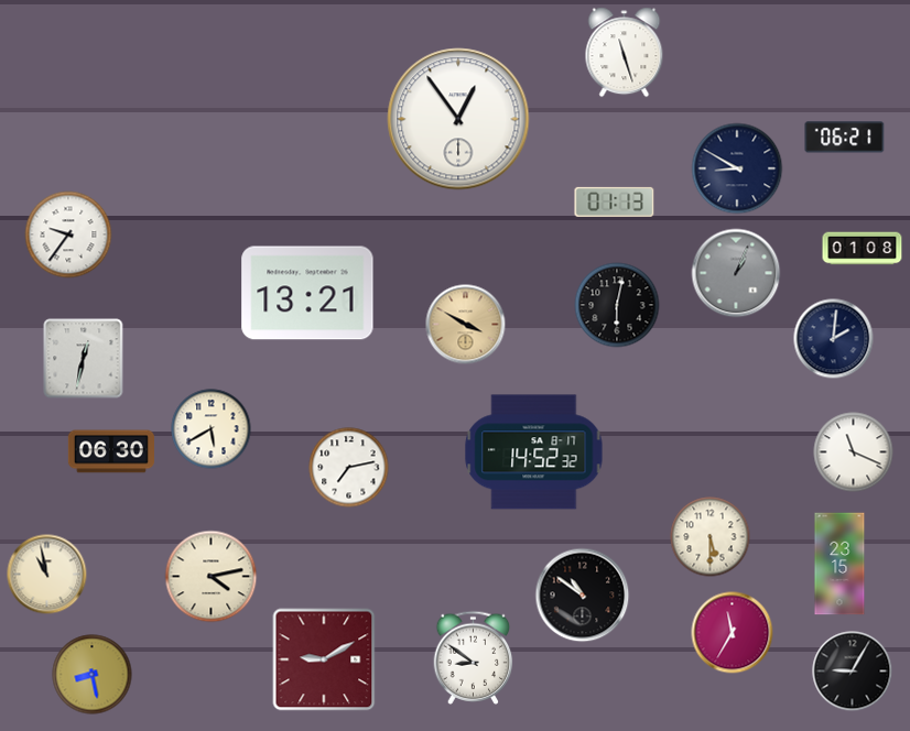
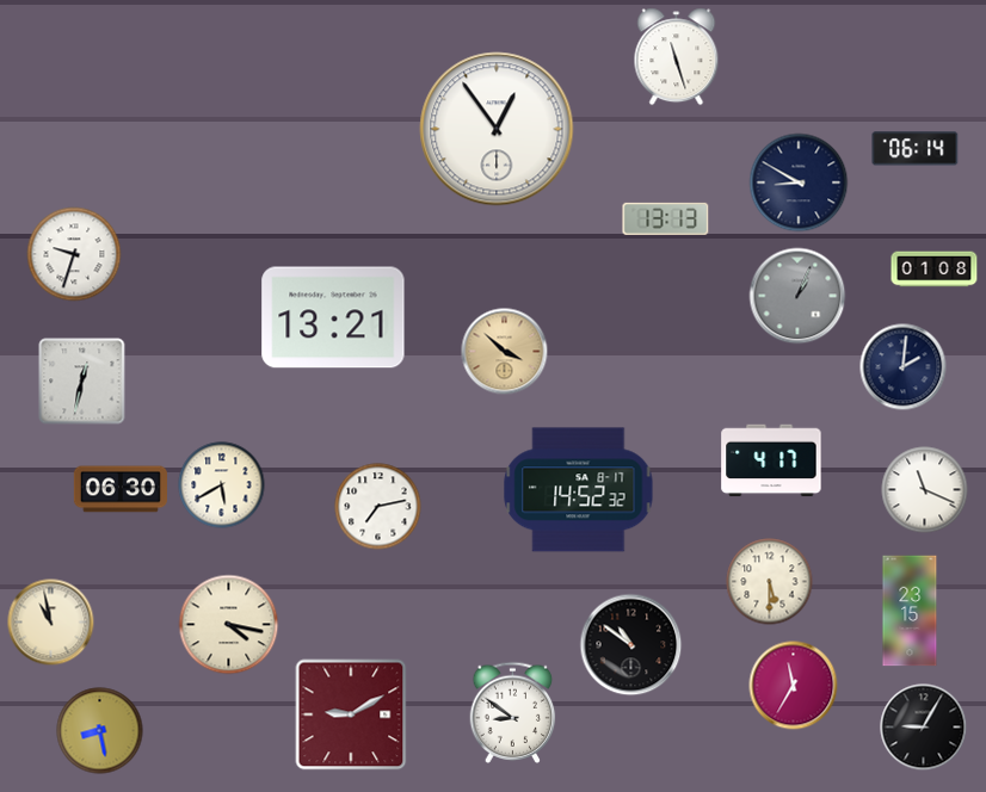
clock at (845, 138): 06:21 -> 06:14
clock at (615, 201): 01:13 -> 13:13
clock at (68, 234): 9:36 -> 9:33
clock at (617, 305): 6:02 -> none
clock at (466, 325): 3:50 -> 3:52
clock at (84, 359) position: (84, 359) -> (82, 382)
clock at (771, 460): none -> 4:17
clock at (212, 429) position: (212, 429) -> (222, 485)
clock at (212, 577): 4:13 -> 4:17
